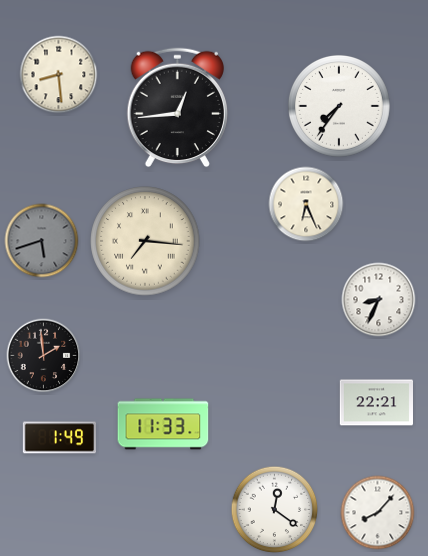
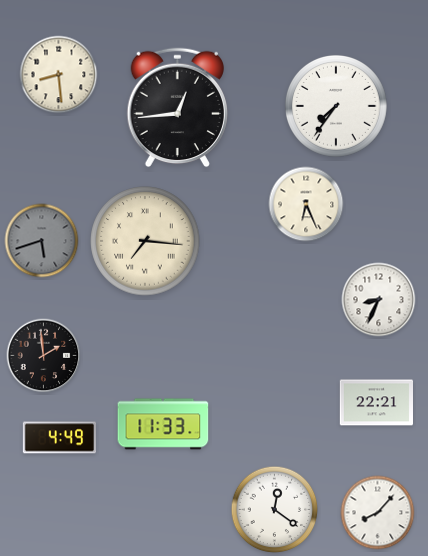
clock at (339, 106) position: (339, 106) -> (336, 106)
clock at (59, 438): 1:49 -> 4:49
